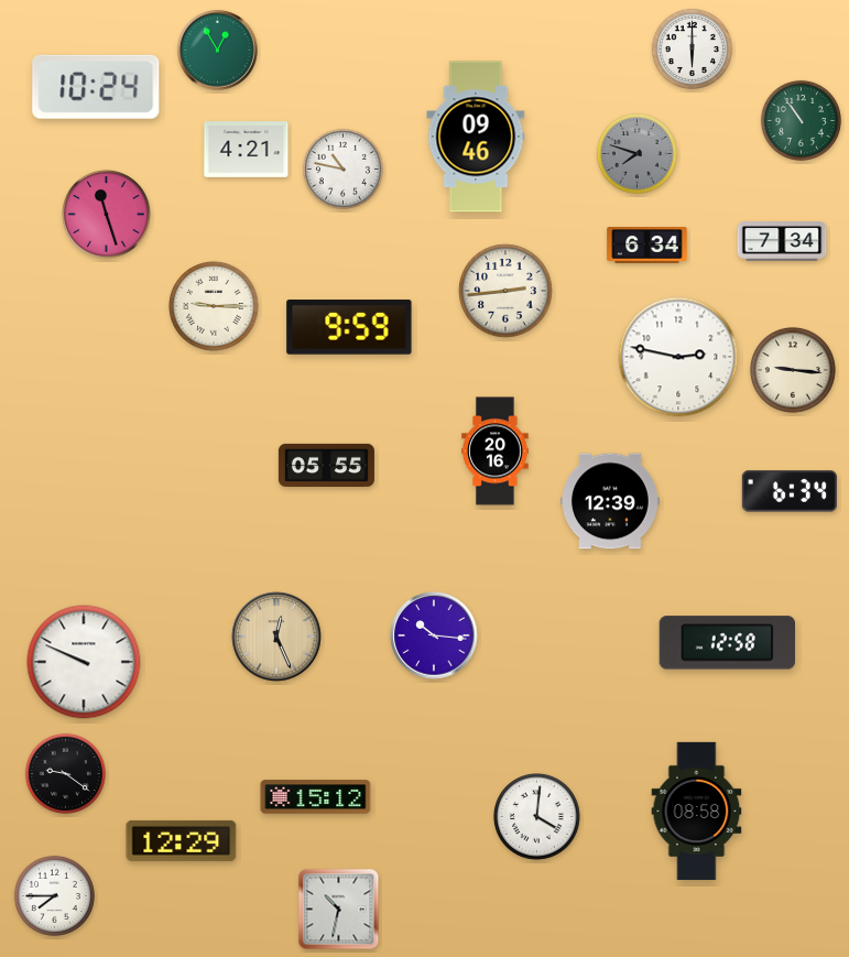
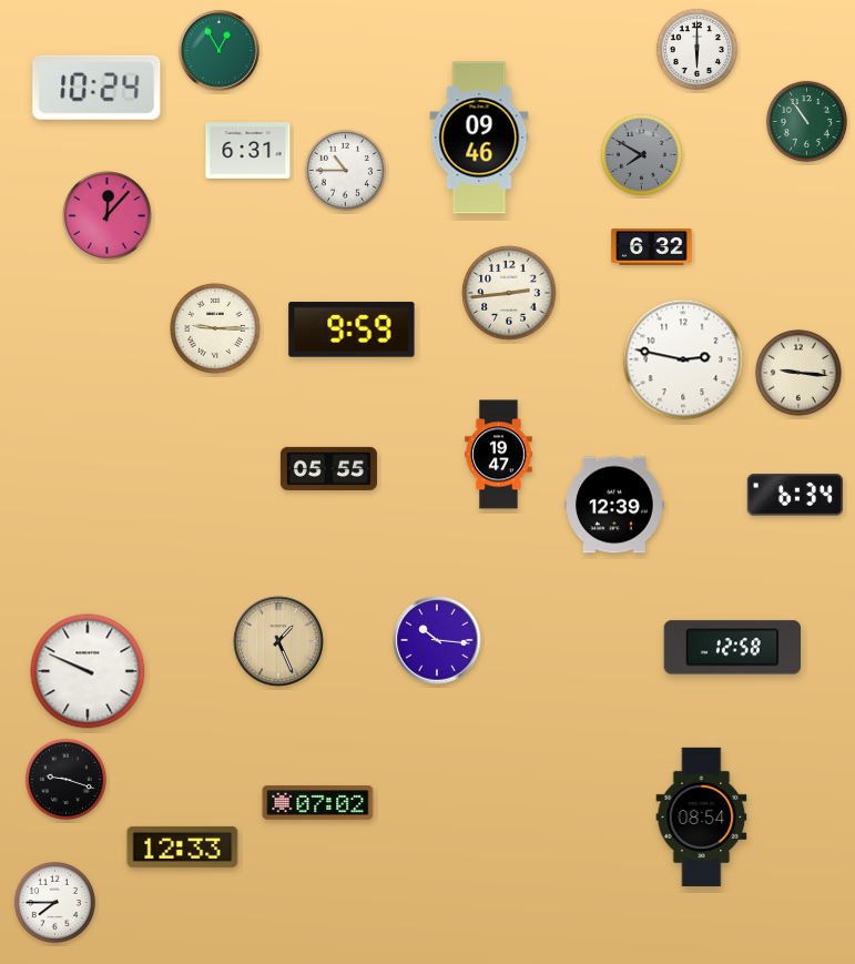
clock at (247, 150): 4:21 -> 6:31
clock at (636, 153): 7:48 -> 7:50
clock at (342, 168): 10:47 -> 10:45
clock at (107, 215): 11:27 -> 12:07
clock at (782, 242): 7:34 -> none
clock at (647, 246): 6:34 -> 6:32
clock at (214, 306) position: (214, 306) -> (215, 328)
clock at (496, 452): 20:16 -> 19:47
clock at (276, 637): 12:26 -> 1:26
clock at (84, 662) position: (84, 662) -> (88, 671)
clock at (65, 773): 9:21 -> 9:18
clock at (316, 797): 15:12 -> 07:02
clock at (697, 811): 08:58 -> 08:54
clock at (537, 817): 4:01 -> none
clock at (182, 840): 12:29 -> 12:33
clock at (339, 910): 10:32 -> none
